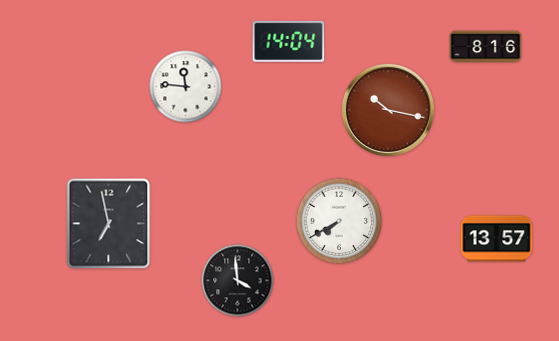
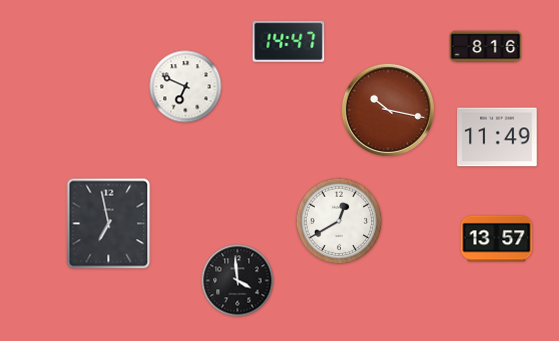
clock at (289, 41): 14:04 -> 14:47
clock at (186, 87): 11:46 -> 6:49
clock at (497, 137): none -> 11:49
clock at (339, 221): 7:40 -> 12:40
